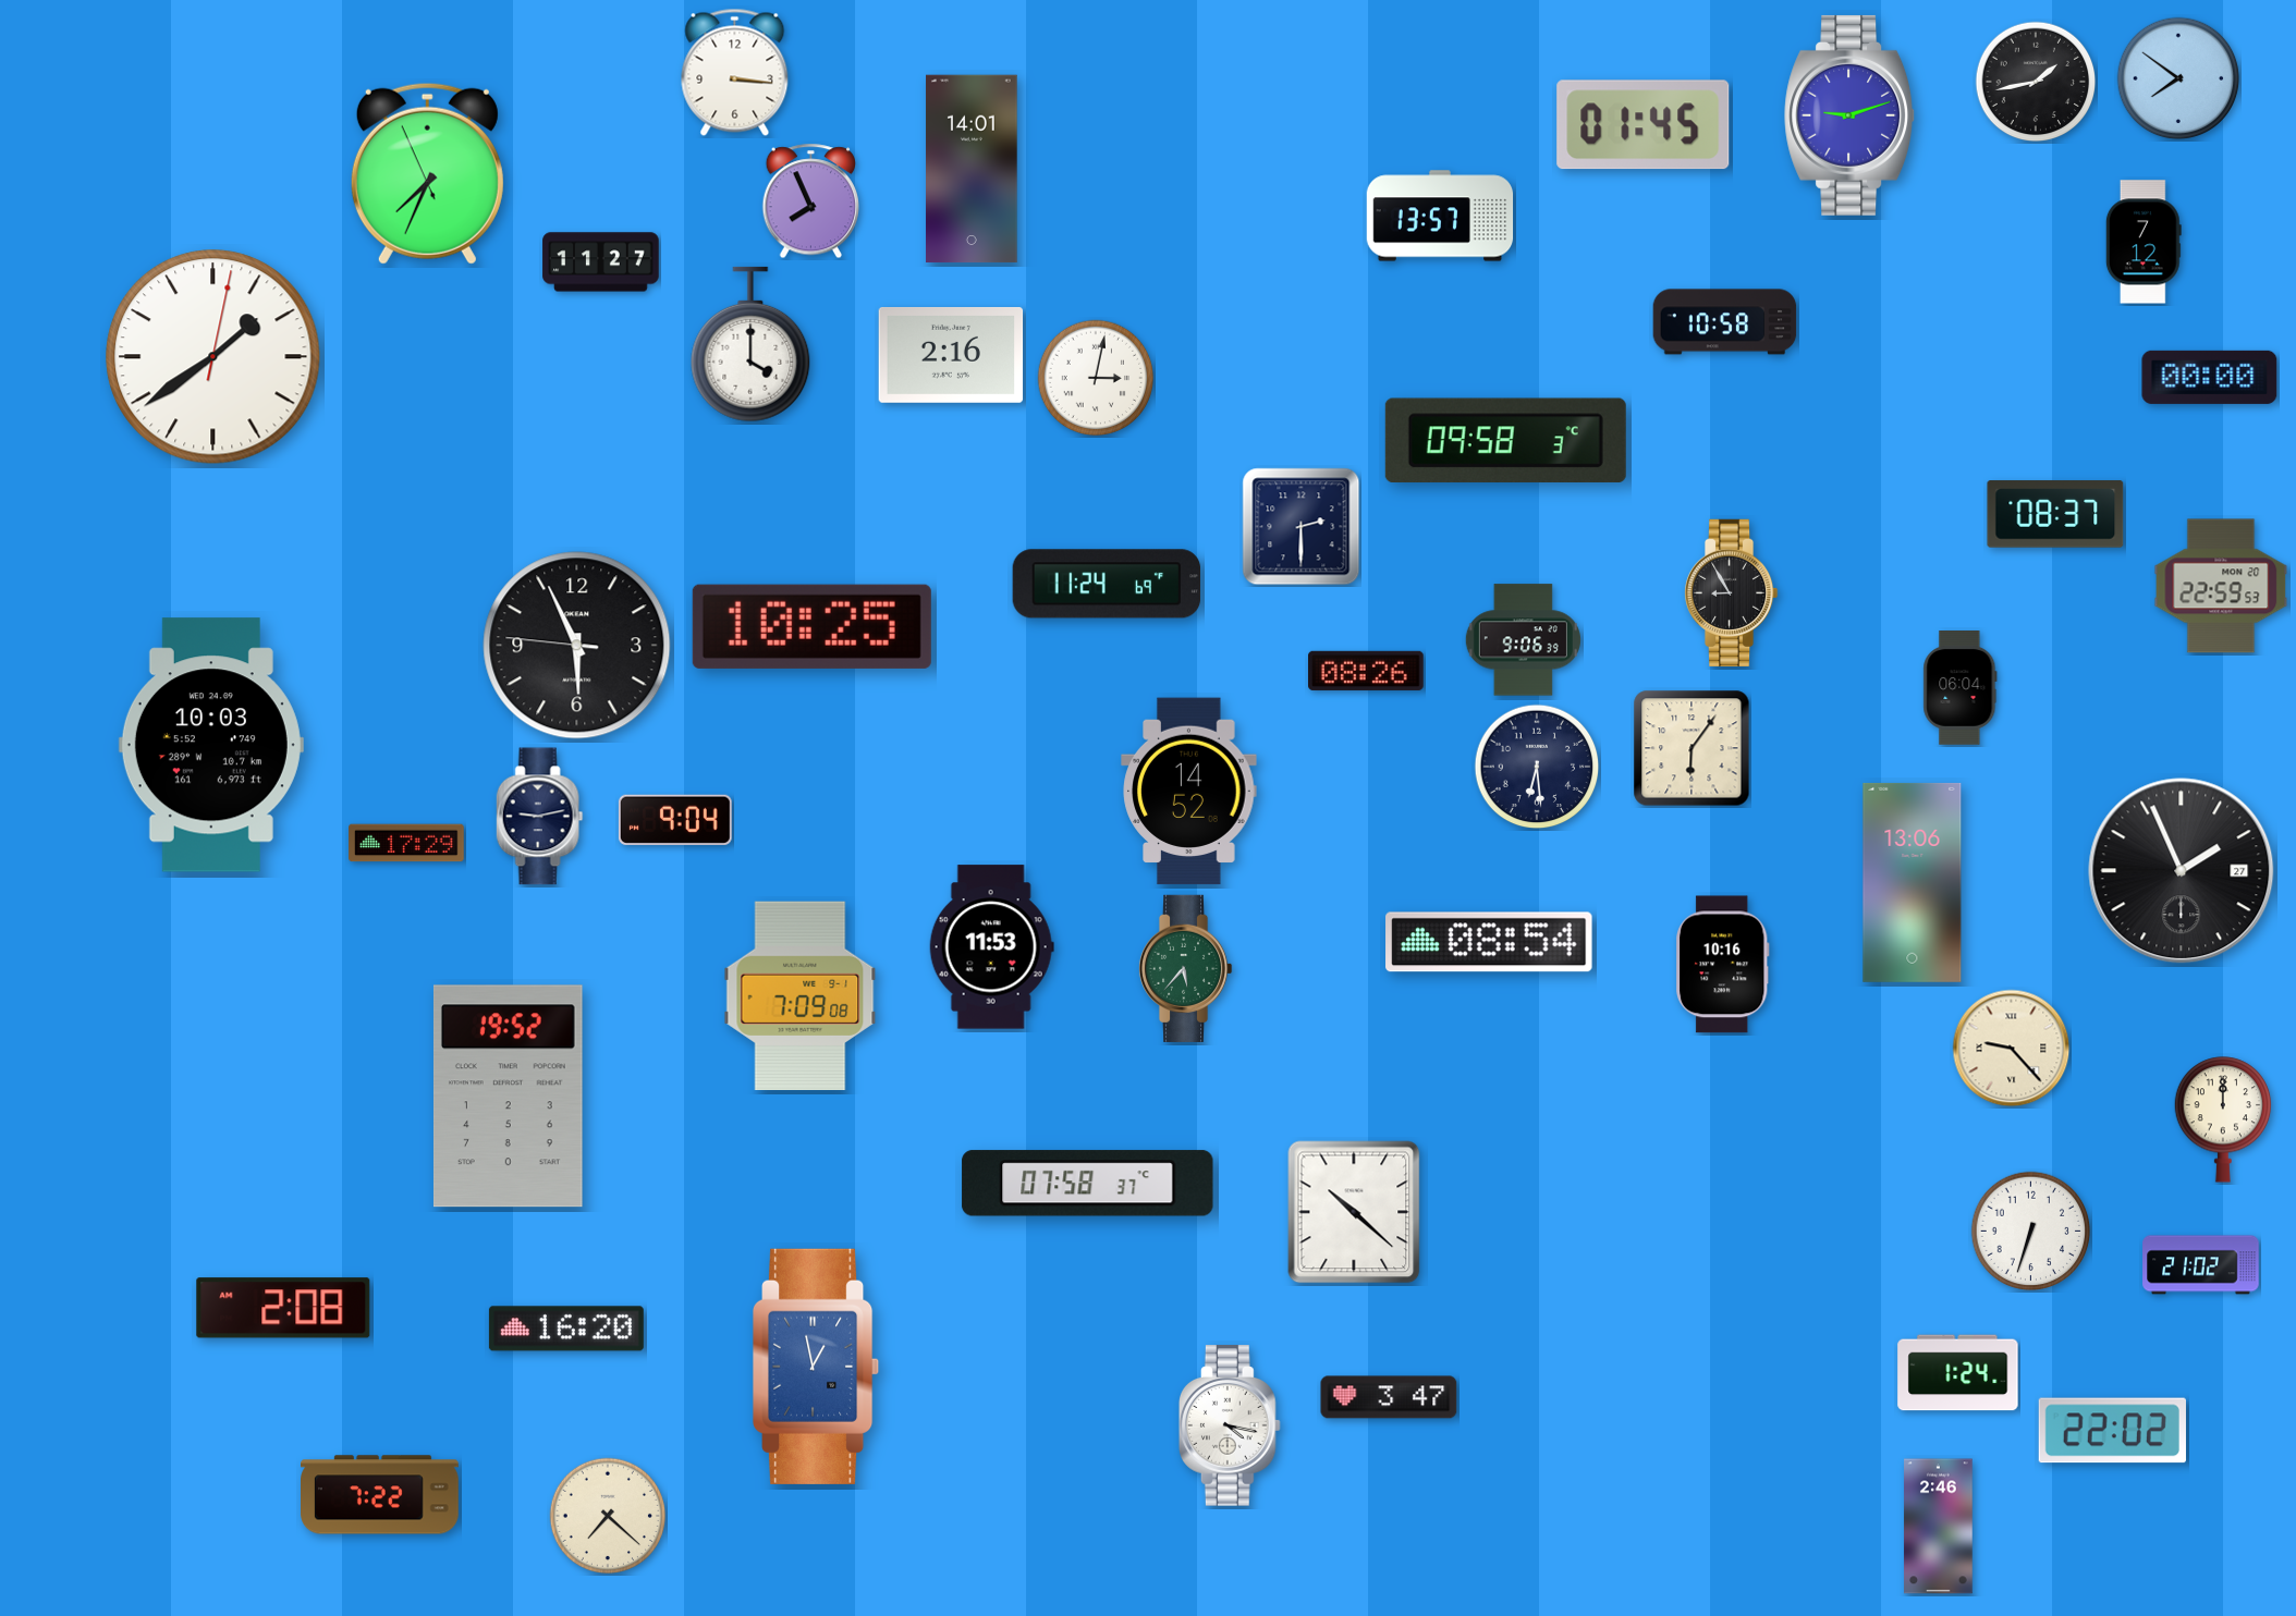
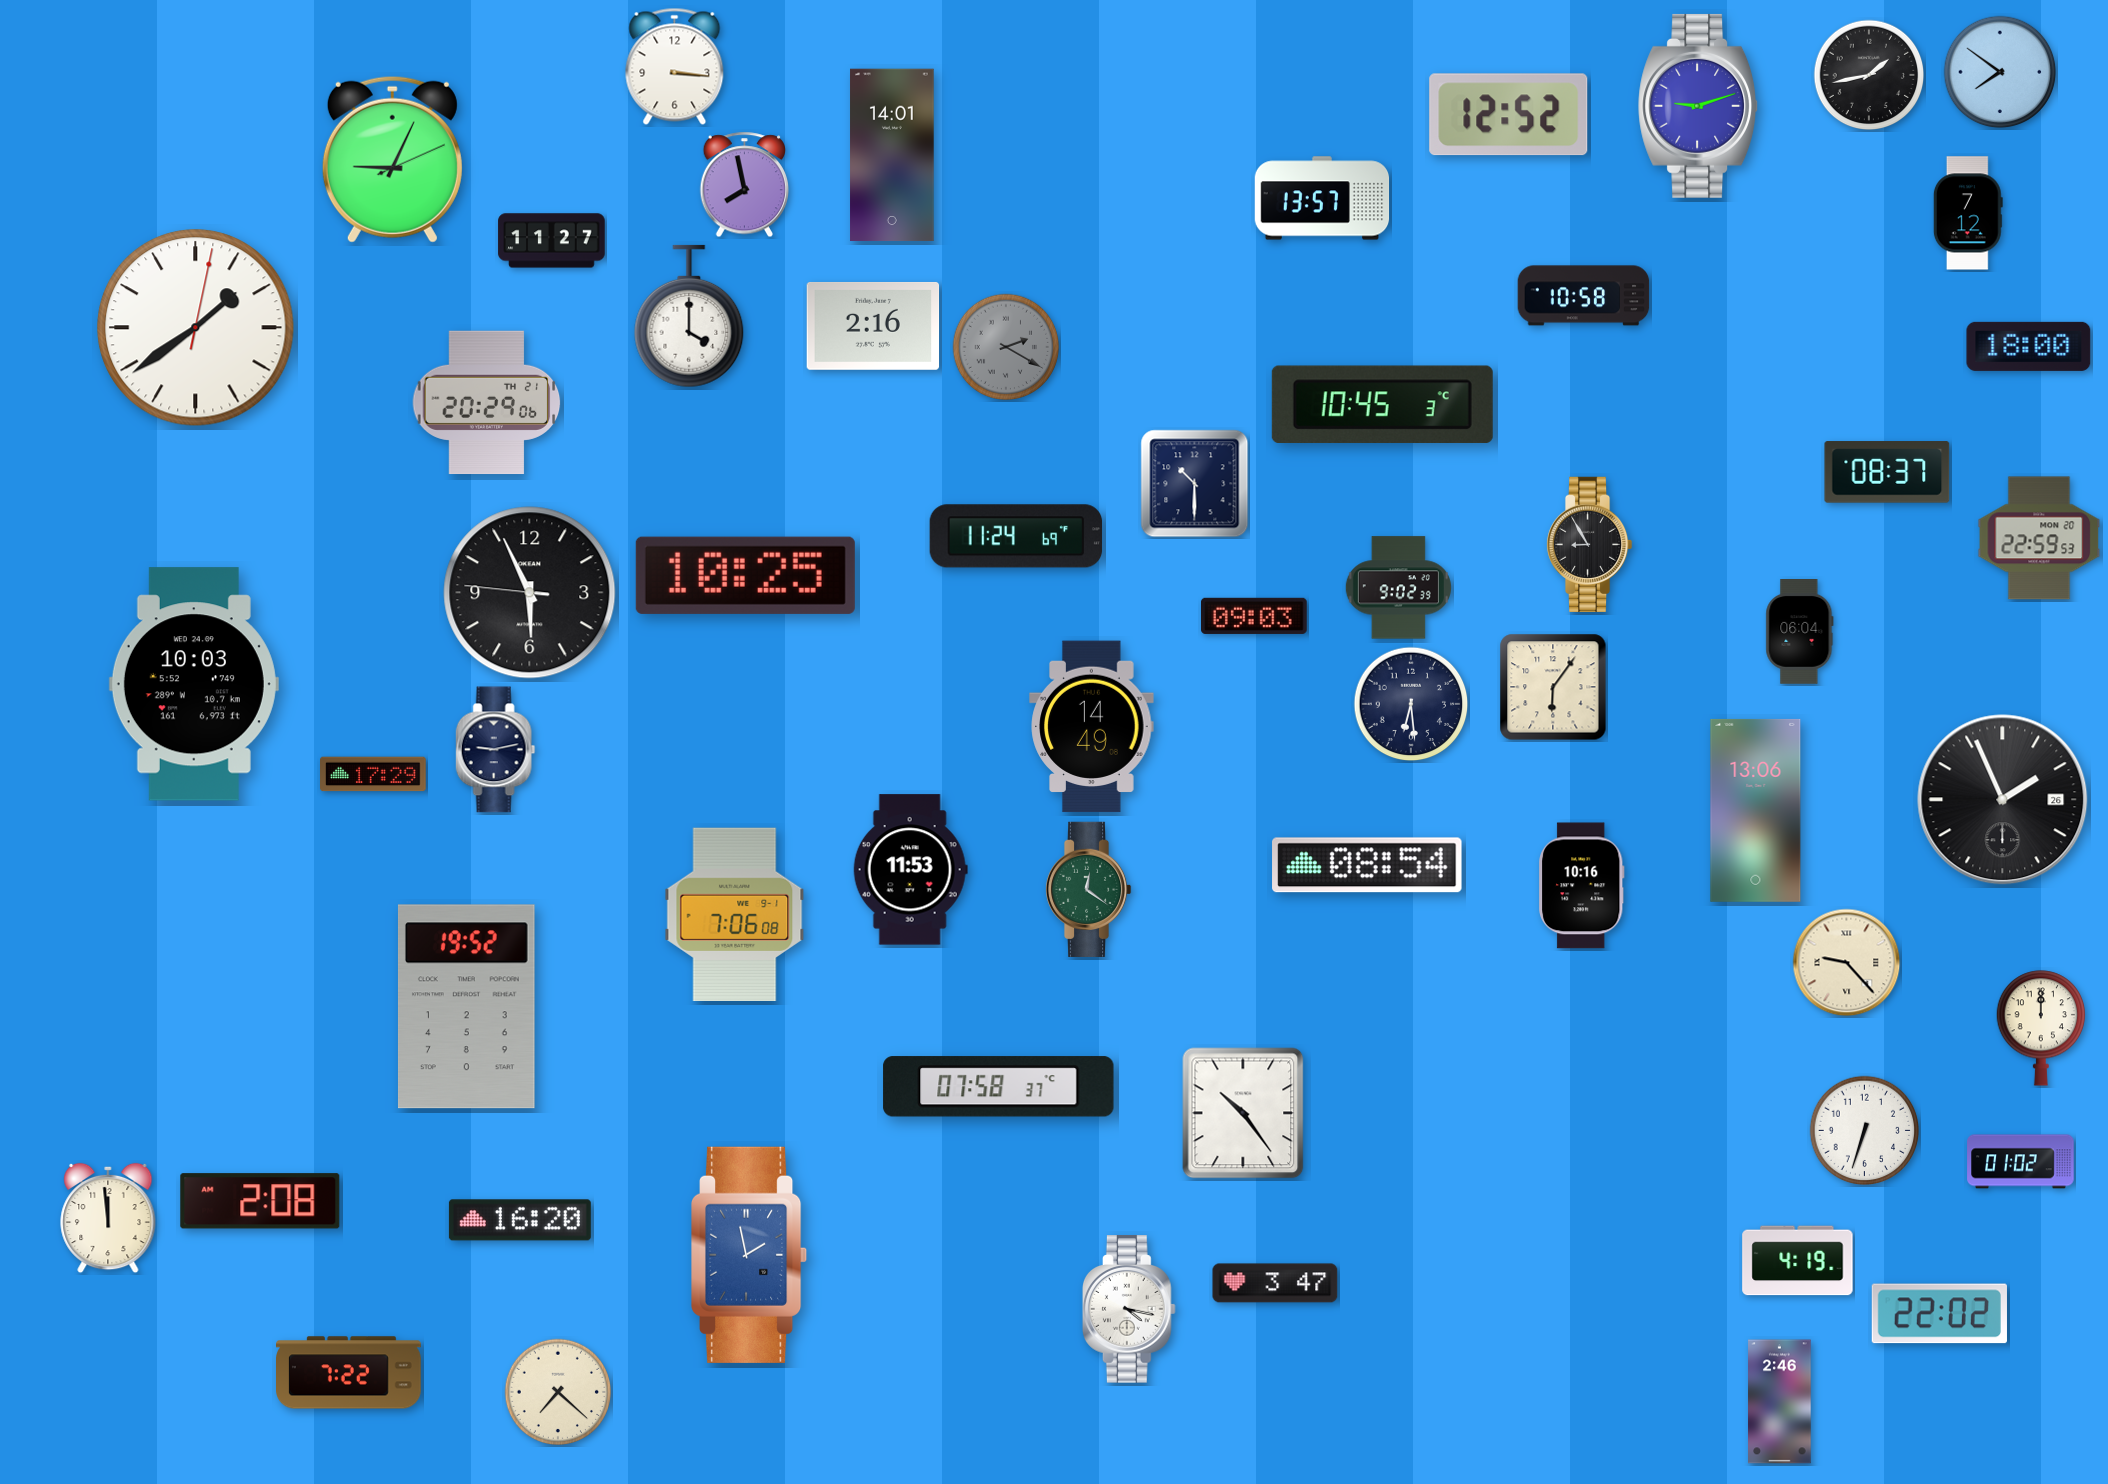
clock at (1644, 125): 01:45 -> 12:52
clock at (427, 173): 7:33 -> 9:04
clock at (810, 201): 7:56 -> 7:58
clock at (2144, 242) position: (2144, 242) -> (1968, 213)
clock at (2210, 377): 00:00 -> 18:00
clock at (1096, 378): 3:02 -> 2:20
clock at (1096, 378) dial: white -> grey
clock at (487, 403): none -> 20:29
clock at (1505, 440): 09:58 -> 10:45
clock at (1302, 527): 2:30 -> 10:30
clock at (1523, 640): 9:06 -> 9:02
clock at (1367, 671): 08:26 -> 09:03
clock at (1189, 792): 14:52 -> 14:49
clock at (675, 820): 9:04 -> none
clock at (2182, 871) date: 27 -> 26
clock at (1185, 968): 5:37 -> 12:21
clock at (801, 995): 7:09 -> 7:06
clock at (1354, 1212): 10:22 -> 10:24
clock at (2201, 1265): 21:02 -> 01:02
clock at (108, 1218): none -> 11:59
clock at (817, 1367): 12:58 -> 1:58
clock at (1958, 1373): 1:24 -> 4:19
